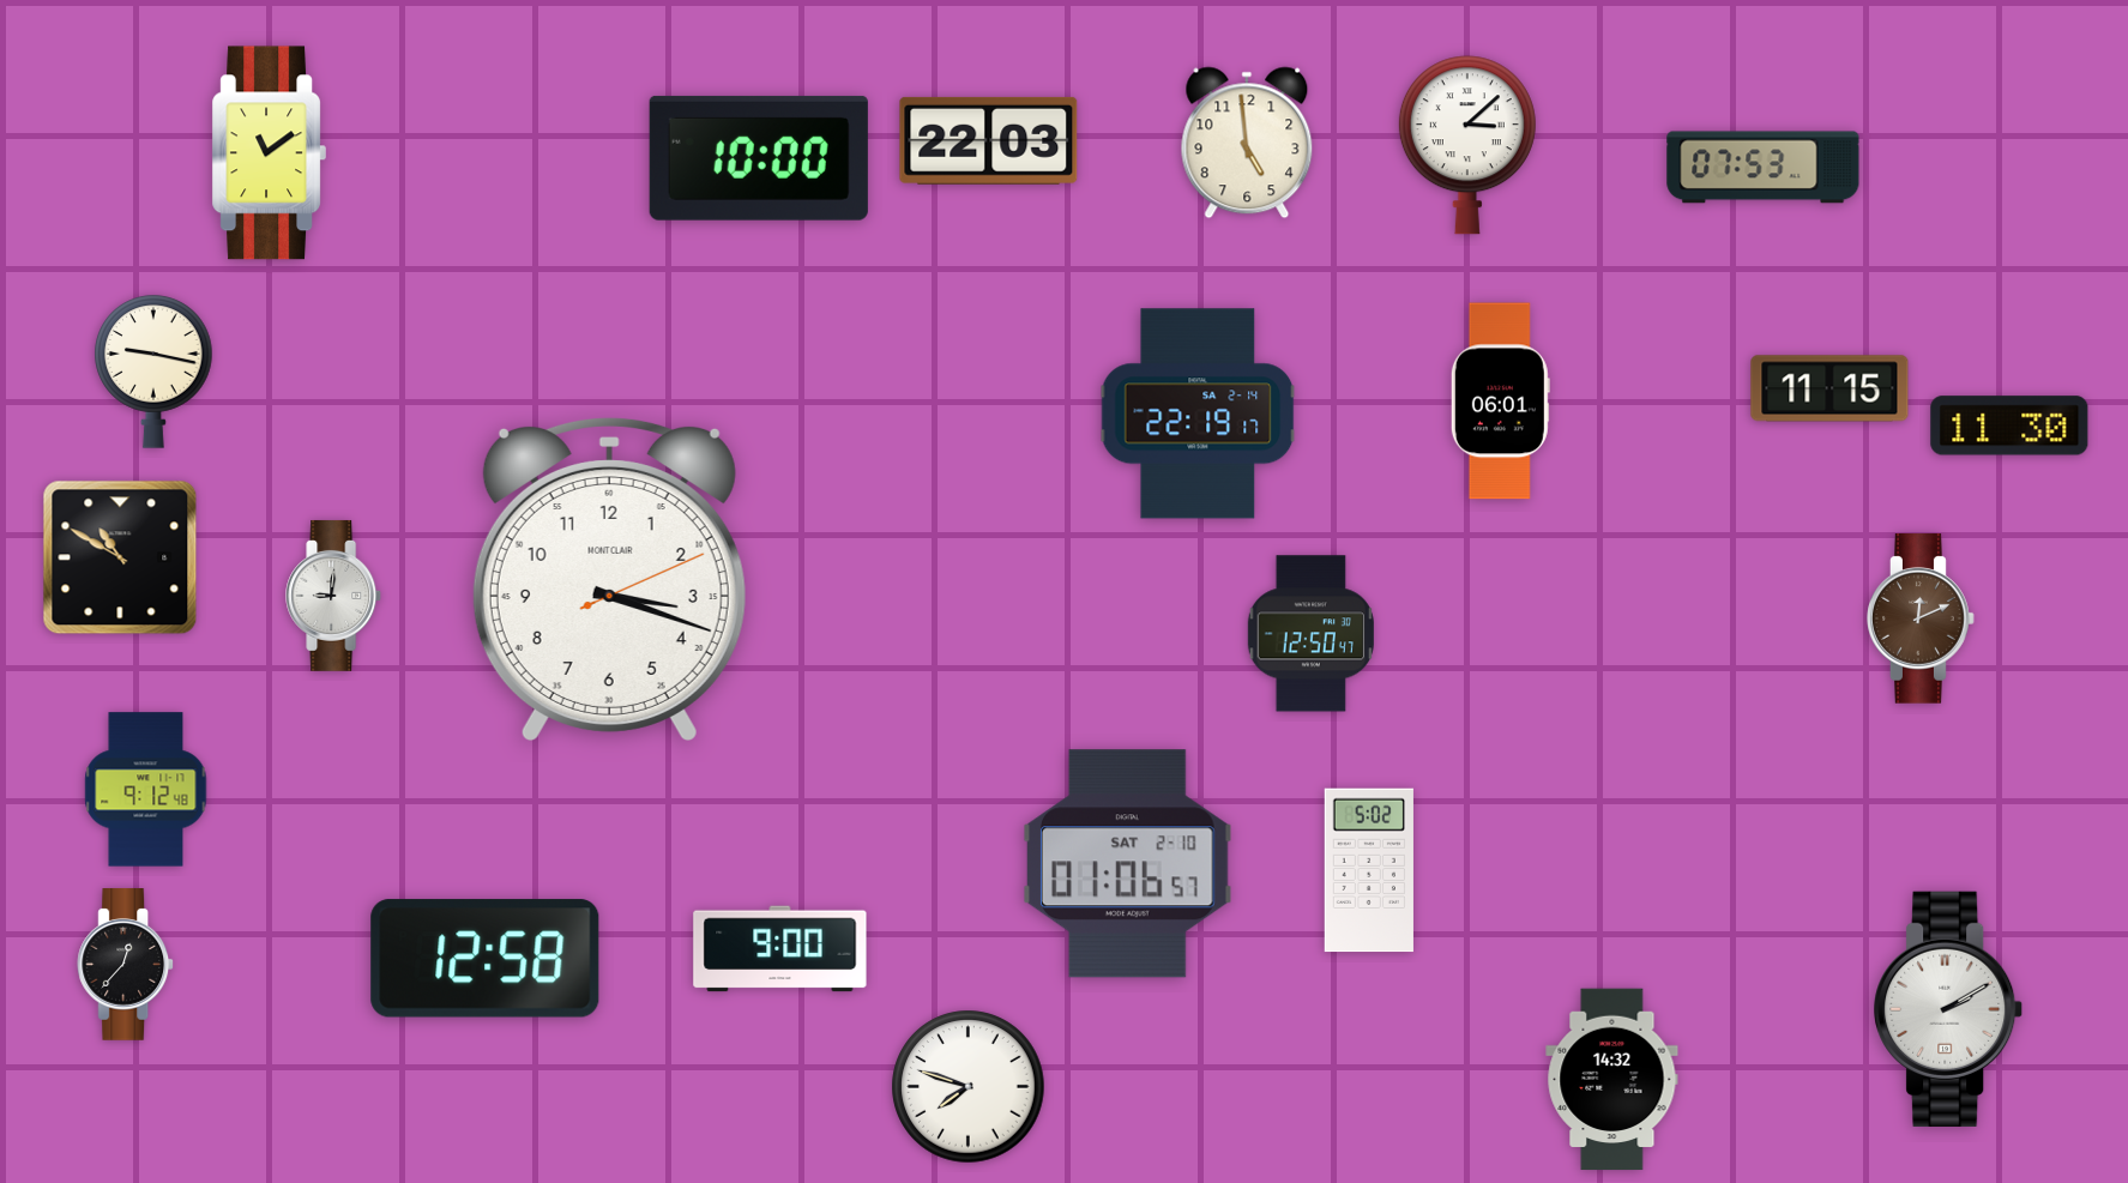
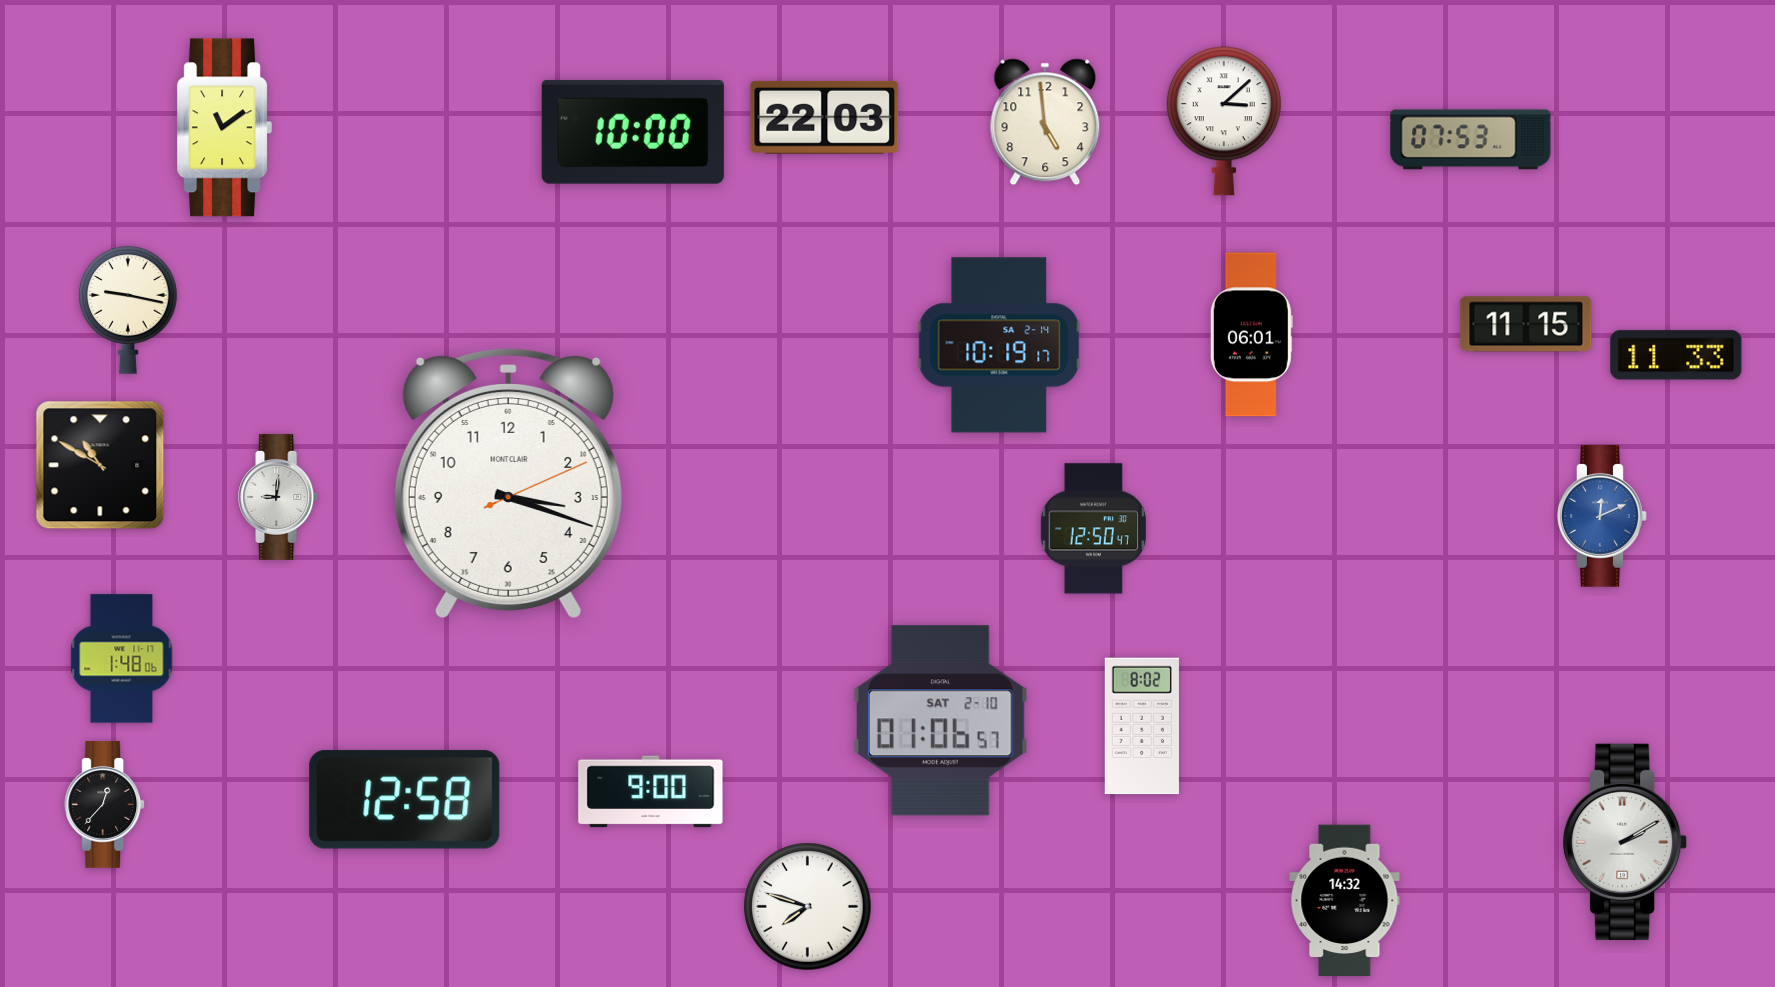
clock at (1247, 143) position: (1247, 143) -> (1045, 122)
clock at (1198, 414): 22:19 -> 10:19
clock at (2009, 425): 11:30 -> 11:33
clock at (1921, 618) dial: brown -> blue
clock at (146, 790): 9:12 -> 1:48
clock at (1369, 870): 5:02 -> 8:02
